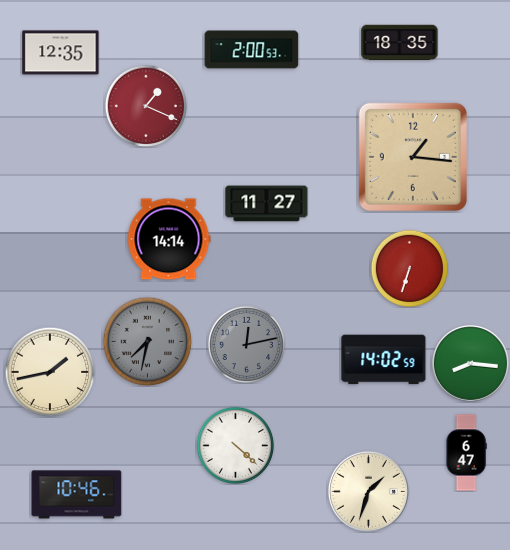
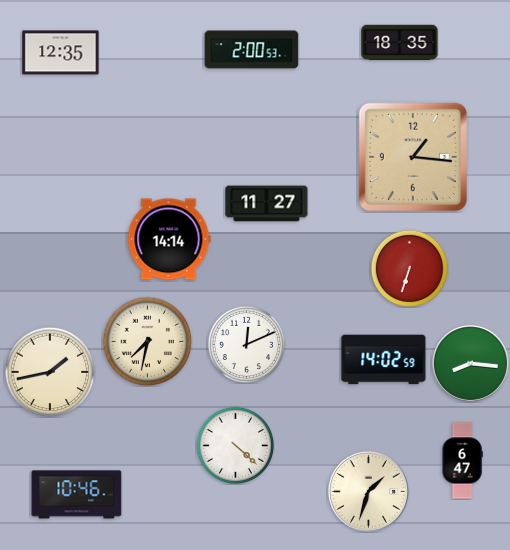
clock at (146, 106): 1:19 -> none
clock at (147, 341) dial: grey -> cream
clock at (246, 344): 12:13 -> 12:11
clock at (246, 344) dial: grey -> white
clock at (466, 453) position: (466, 453) -> (462, 461)
